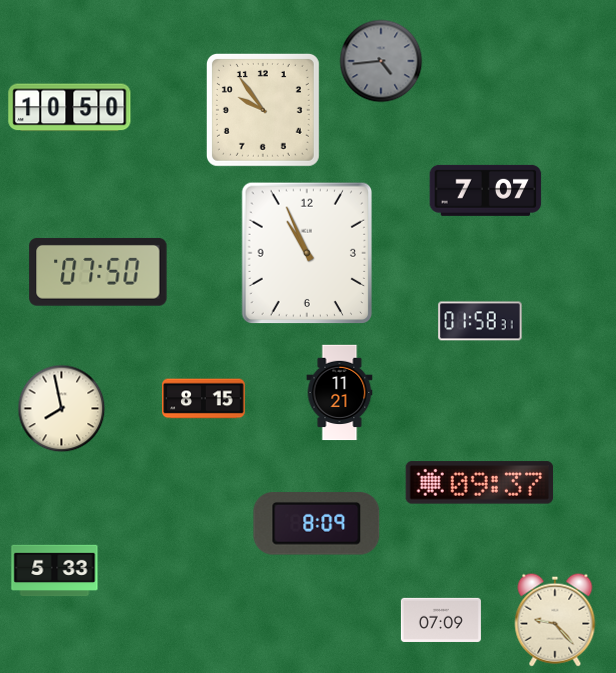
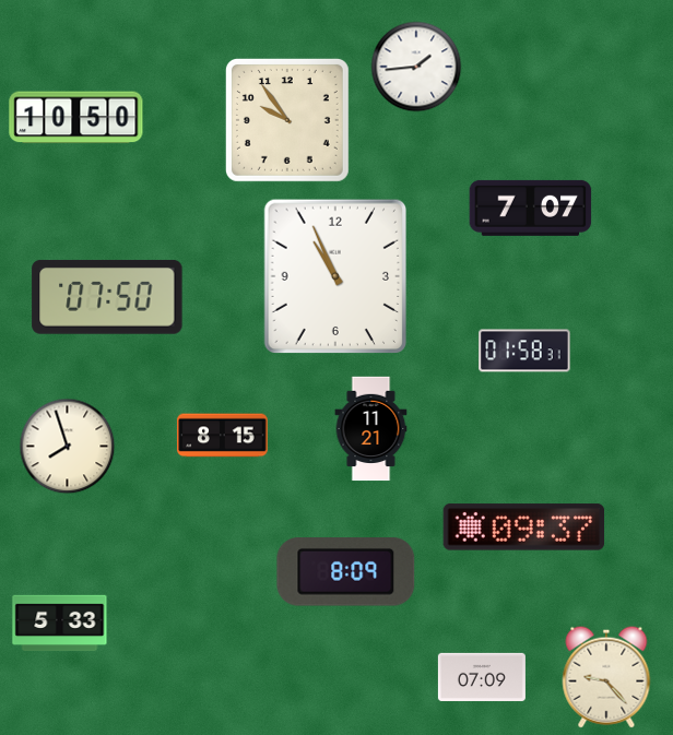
clock at (381, 61): 4:44 -> 1:44
clock at (381, 61) dial: grey -> white
clock at (62, 409): 7:58 -> 7:57
